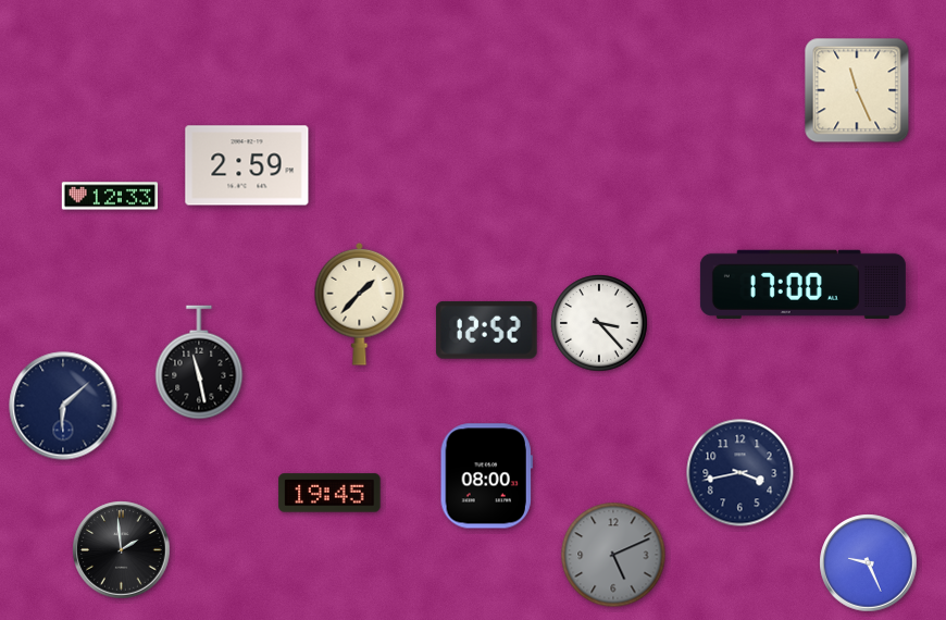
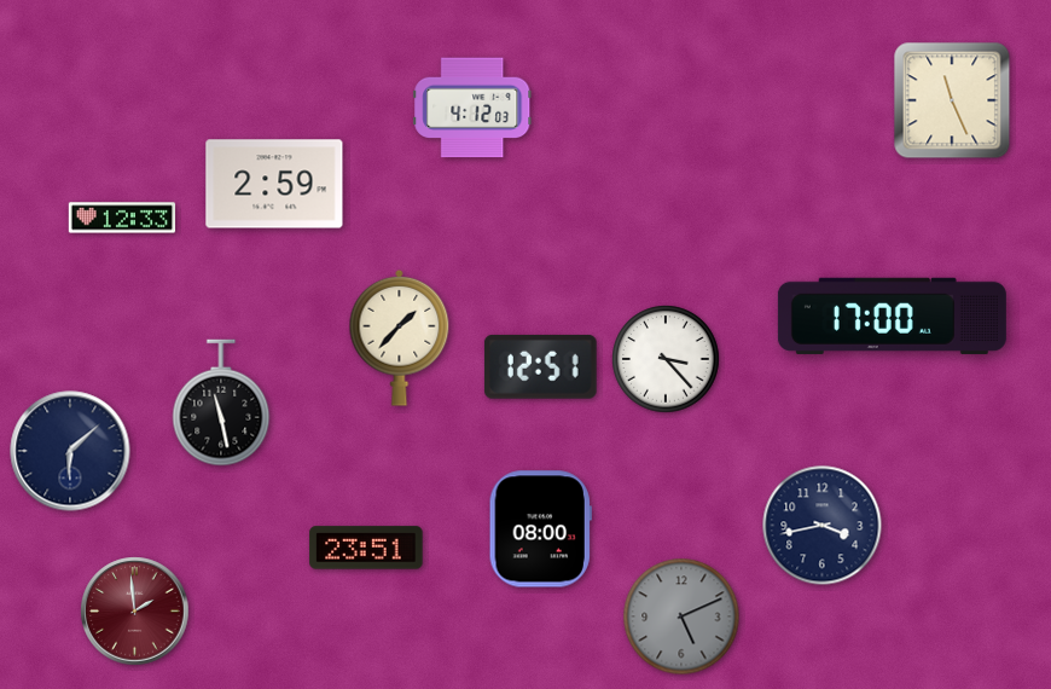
clock at (472, 108): none -> 4:12
clock at (486, 330): 12:52 -> 12:51
clock at (329, 493): 19:45 -> 23:51
clock at (122, 550) dial: black -> burgundy
clock at (869, 563): 9:26 -> none
